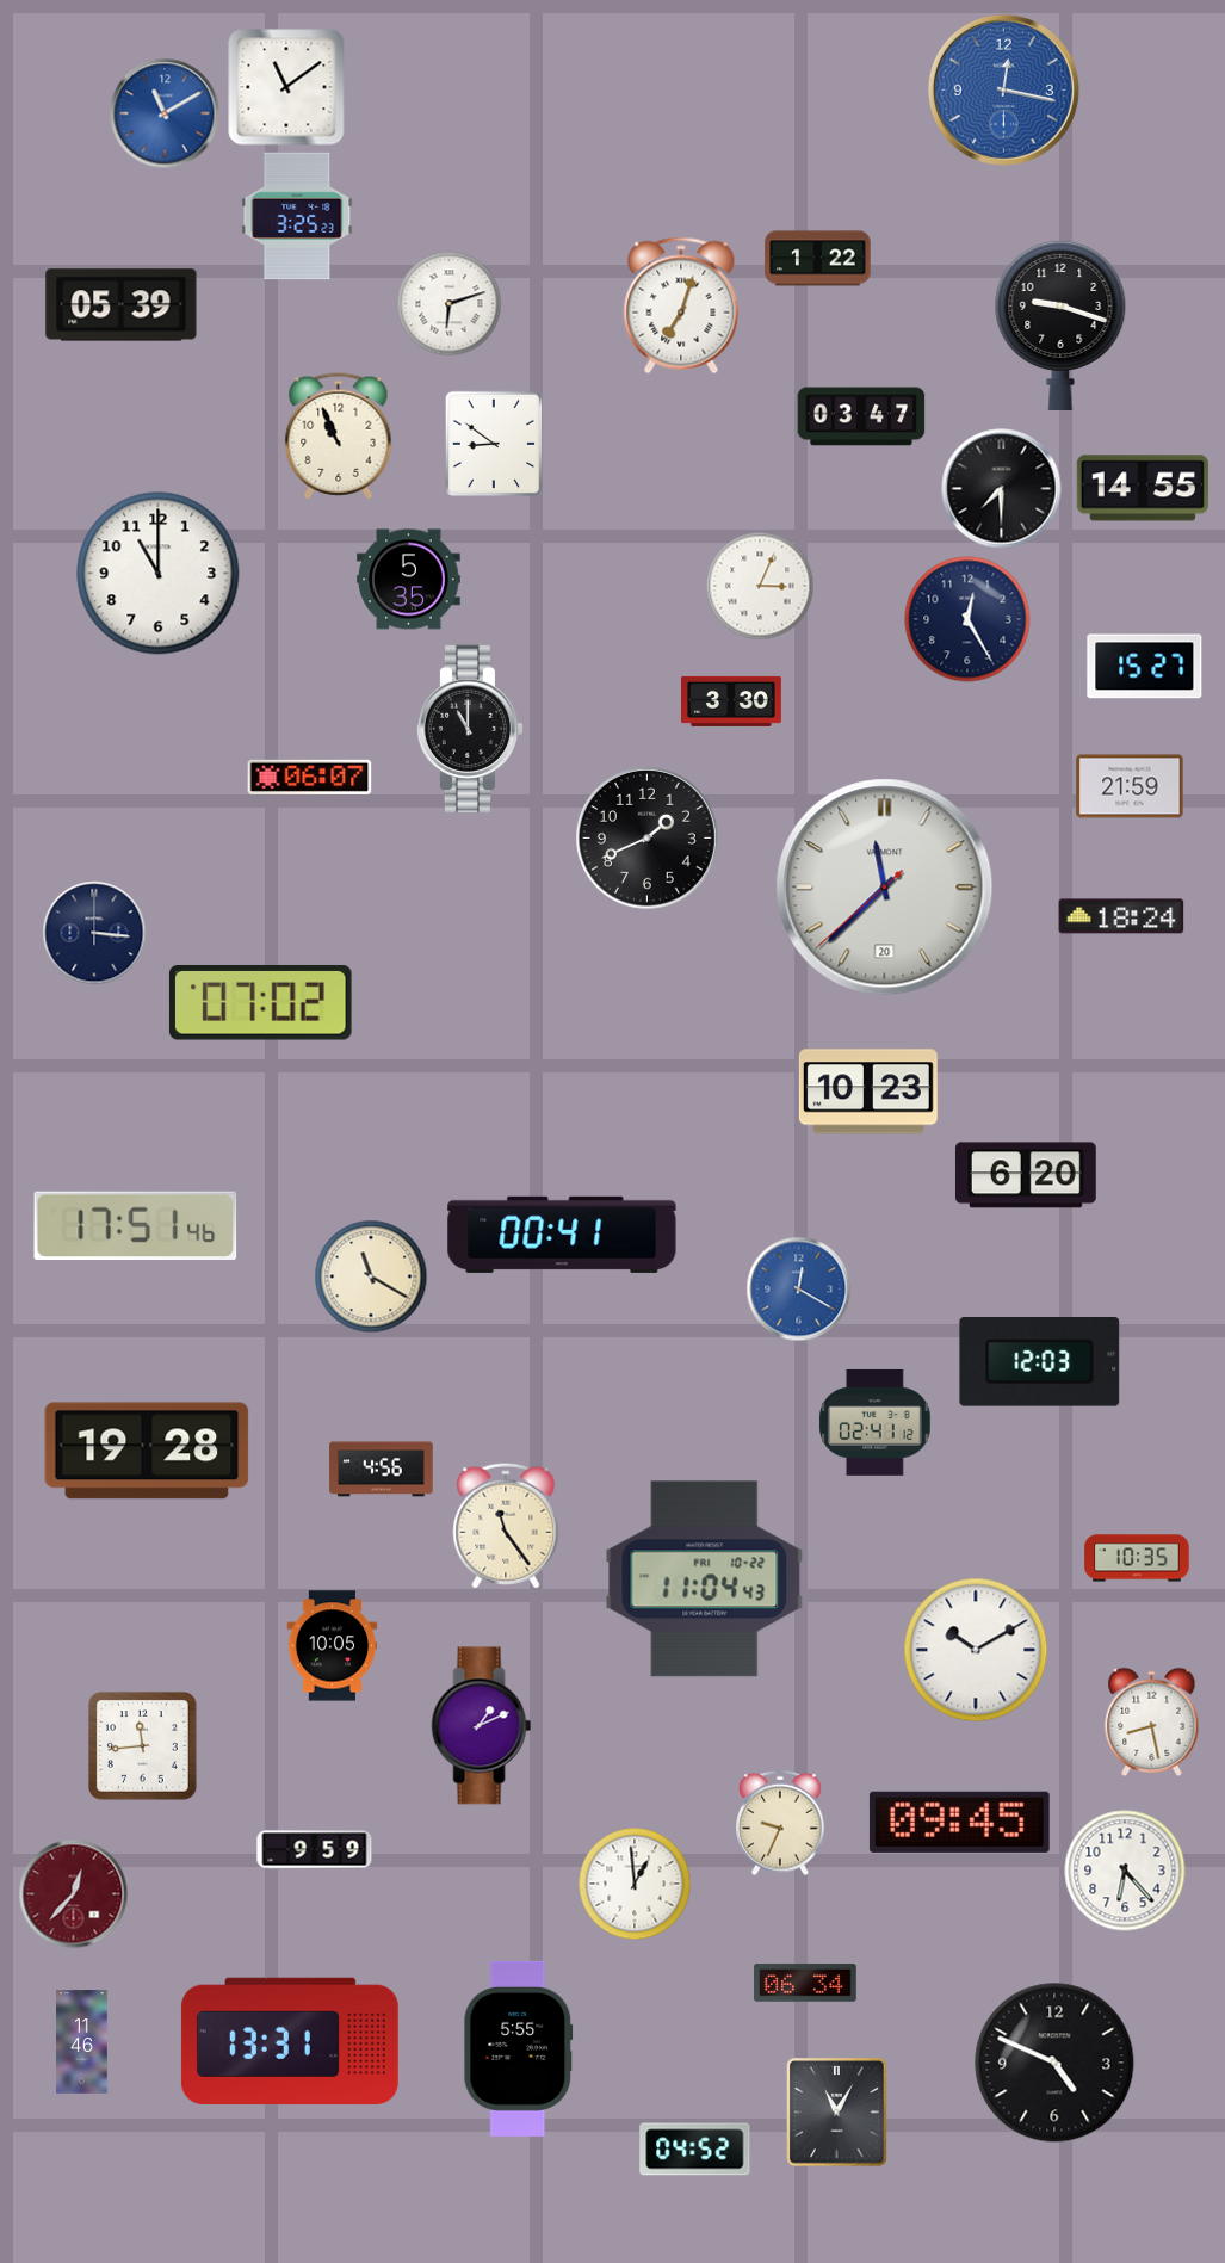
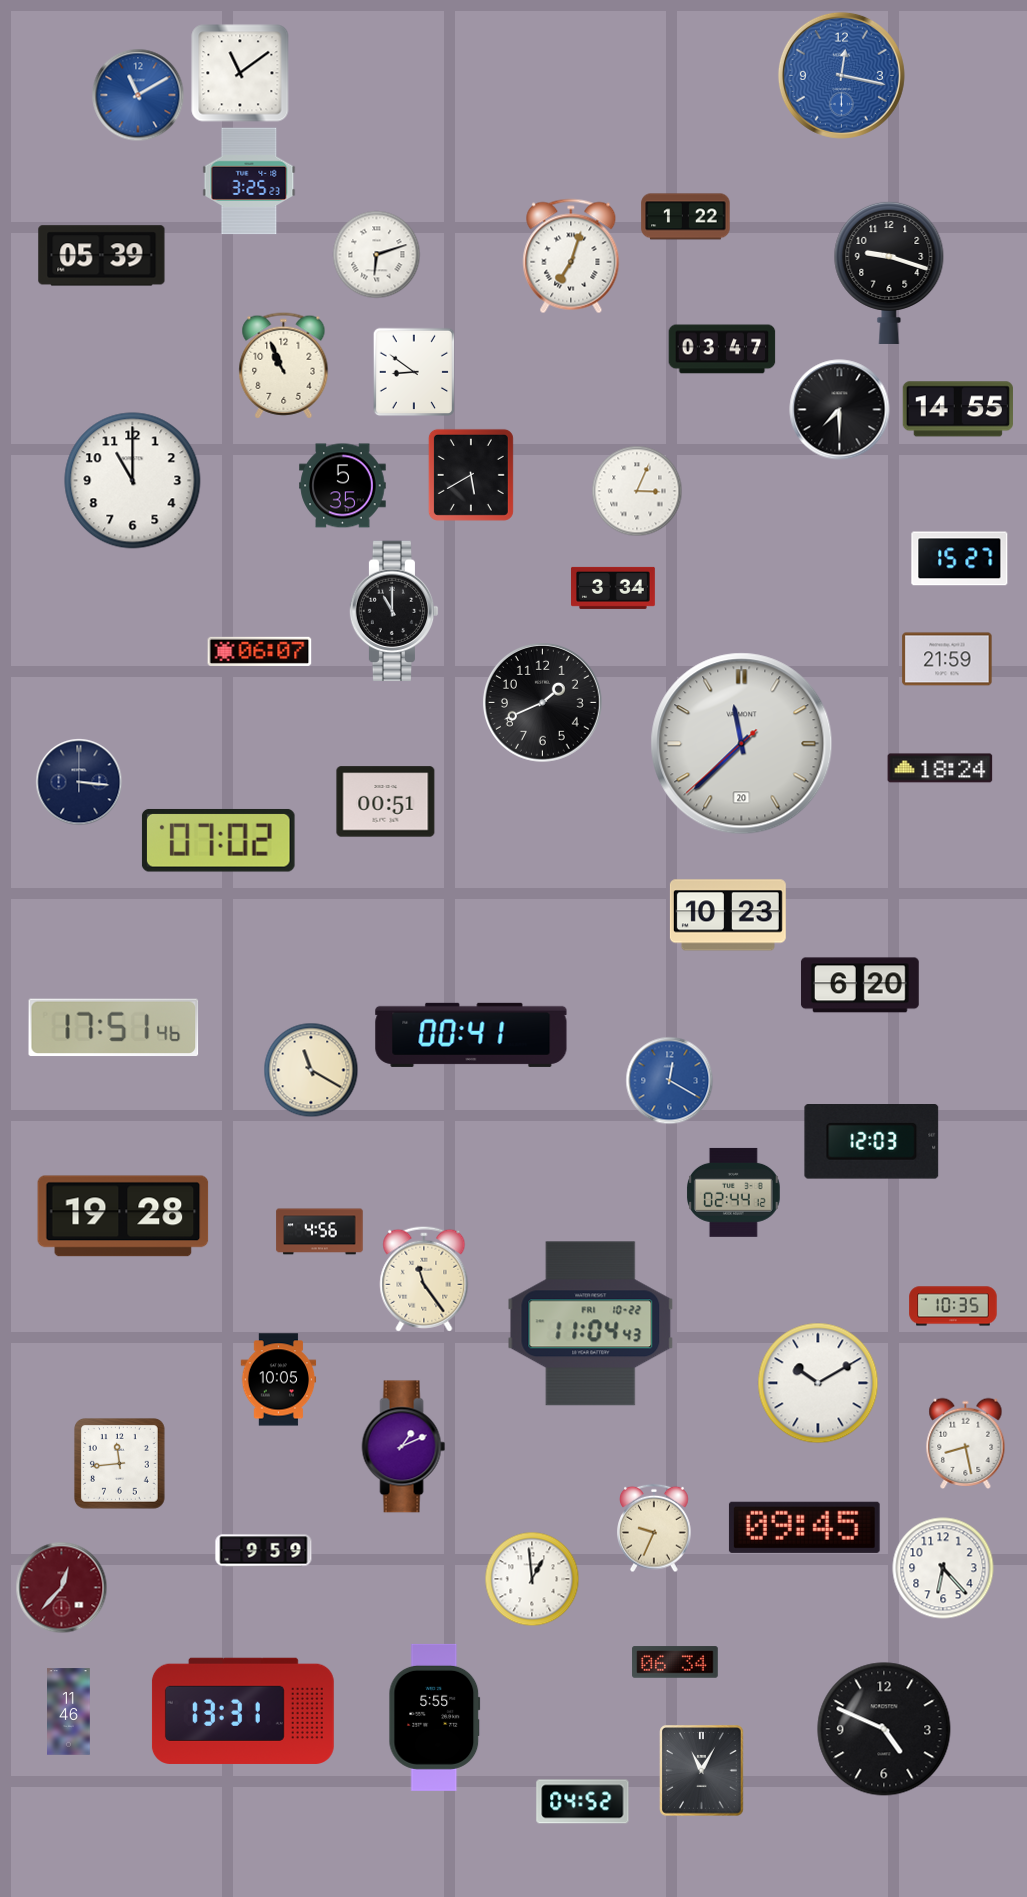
clock at (471, 475): none -> 5:40
clock at (967, 619): 12:25 -> none
clock at (732, 701): 3:30 -> 3:34
clock at (386, 802): none -> 00:51
clock at (876, 1422): 02:41 -> 02:44
